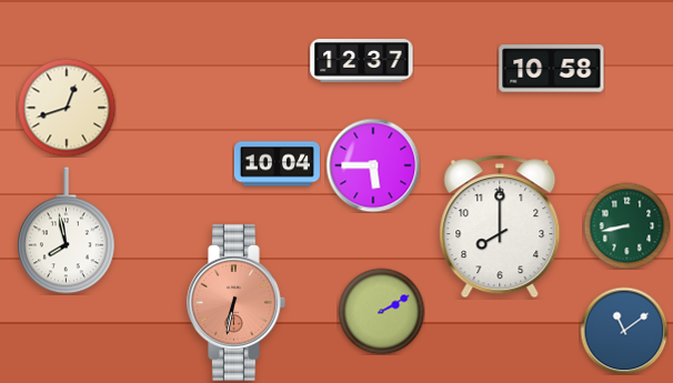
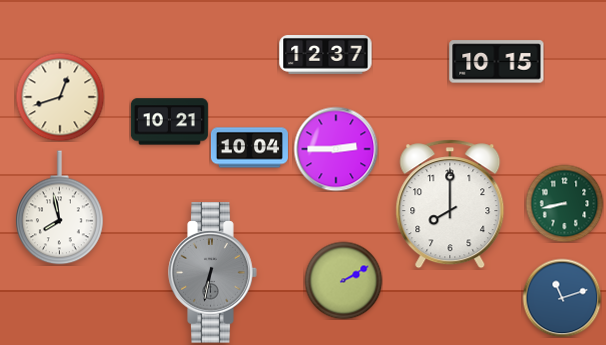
clock at (552, 69): 10:58 -> 10:15
clock at (169, 122): none -> 10:21
clock at (373, 165): 5:45 -> 2:45
clock at (237, 303) dial: salmon -> grey
clock at (624, 331): 11:09 -> 11:12
